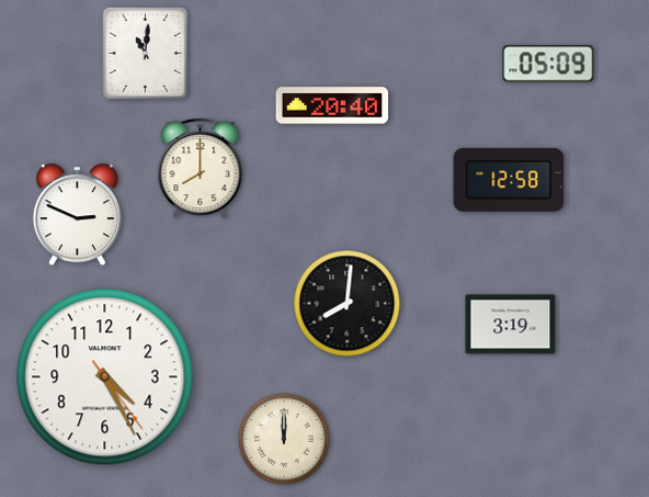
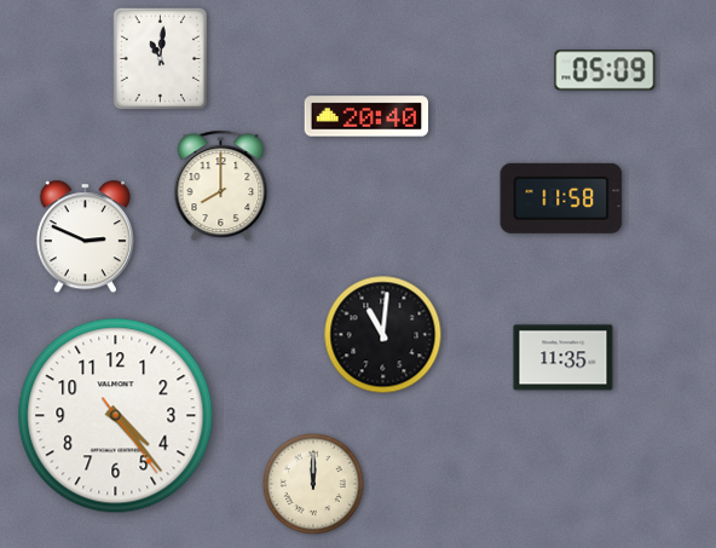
clock at (509, 180): 12:58 -> 11:58
clock at (348, 304): 8:01 -> 11:01
clock at (511, 325): 3:19 -> 11:35
clock at (105, 377): 4:25 -> 4:23
